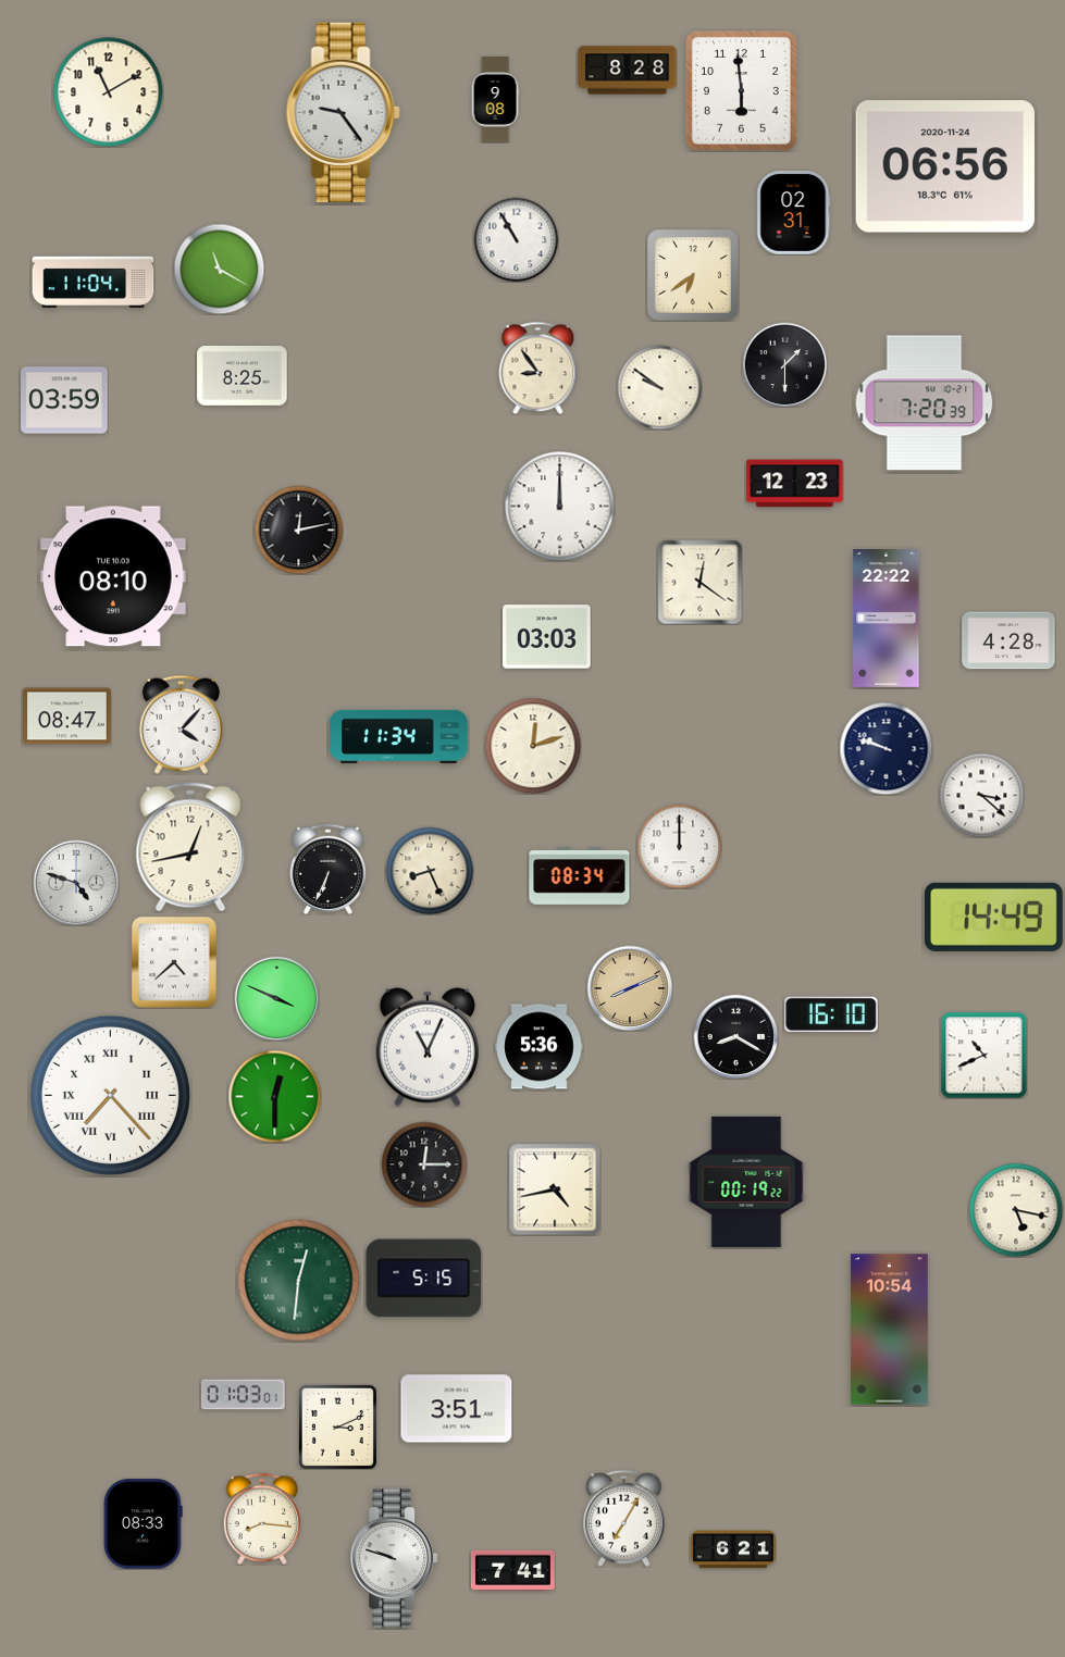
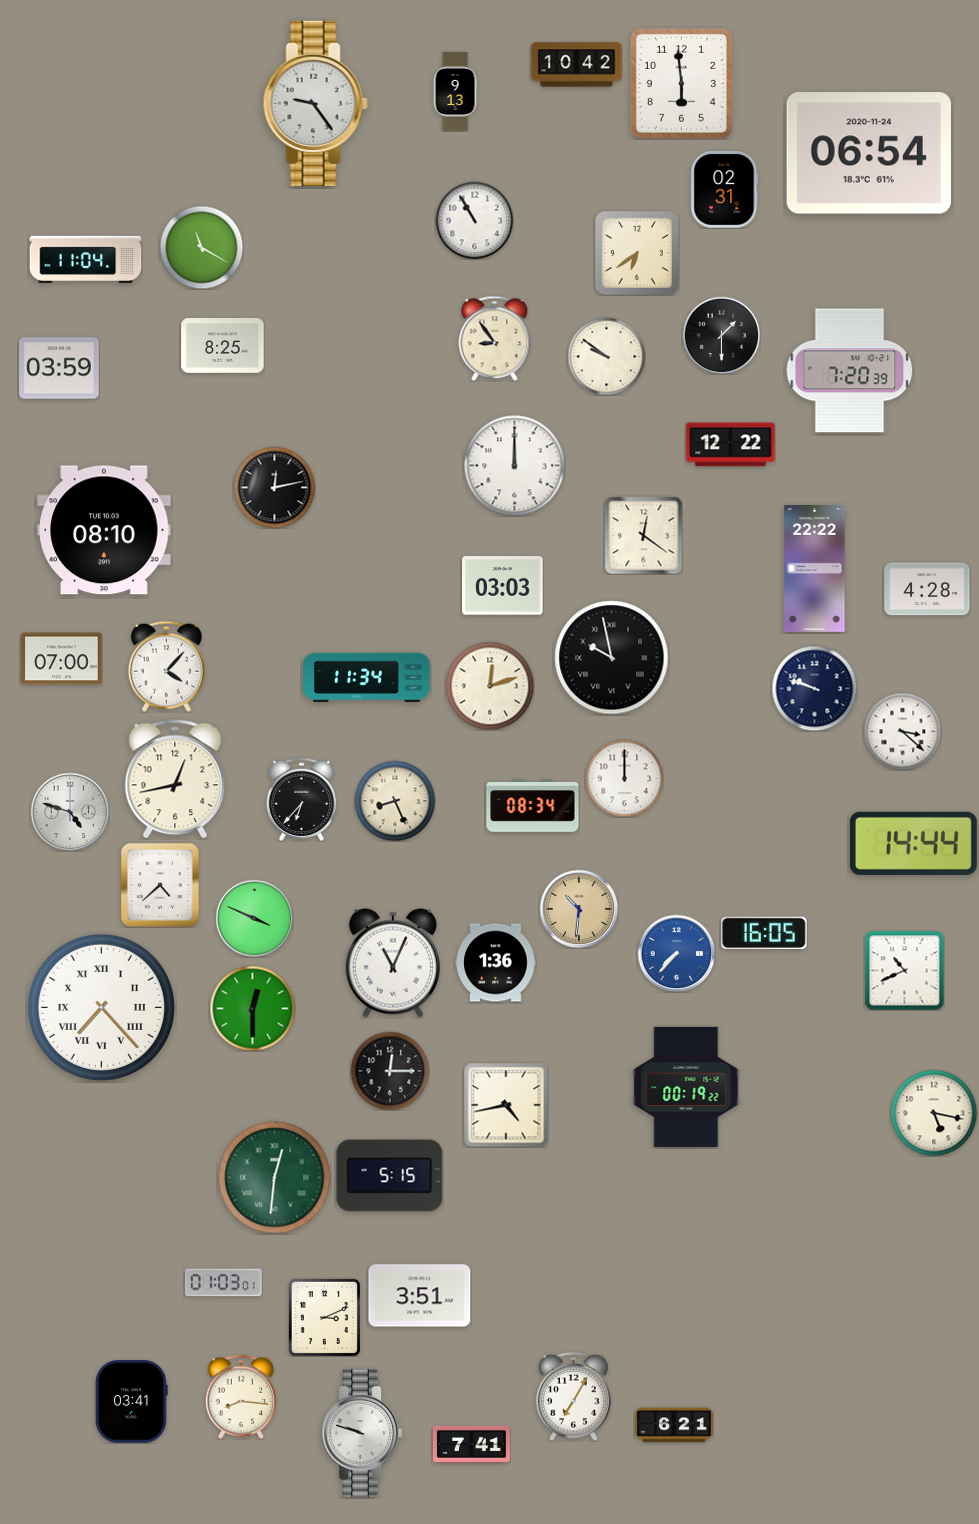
clock at (628, 71): 8:28 -> 10:42
clock at (109, 92): 11:10 -> none
clock at (495, 100): 9:08 -> 9:13
clock at (945, 166): 06:56 -> 06:54
clock at (794, 212) position: (794, 212) -> (725, 189)
clock at (795, 484): 12:23 -> 12:22
clock at (612, 658): none -> 9:58
clock at (67, 717): 08:47 -> 07:00
clock at (327, 869): 6:34 -> 6:37
clock at (993, 917): 14:49 -> 14:44
clock at (630, 988): 8:11 -> 10:31
clock at (831, 1014): 16:10 -> 16:05
clock at (735, 1036): 8:20 -> 7:37
clock at (735, 1036) dial: black -> blue
clock at (540, 1047): 5:36 -> 1:36
clock at (555, 1189) position: (555, 1189) -> (506, 1105)
clock at (889, 1330): 10:54 -> none
clock at (337, 1426) position: (337, 1426) -> (324, 1317)
clock at (144, 1524): 08:33 -> 03:41
